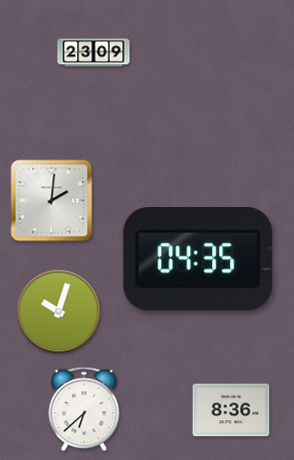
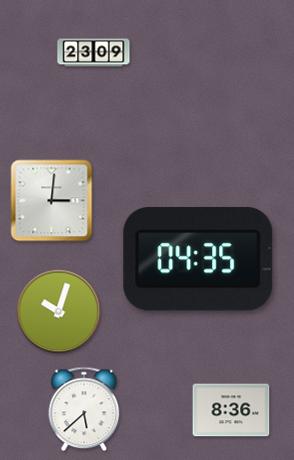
clock at (52, 201): 2:01 -> 3:01
clock at (84, 409): 6:38 -> 5:38
